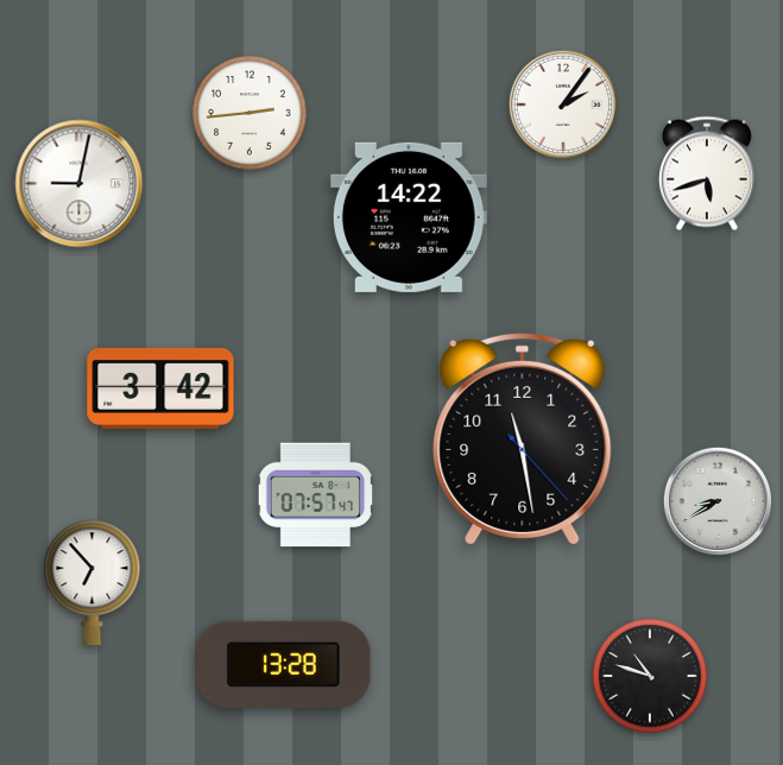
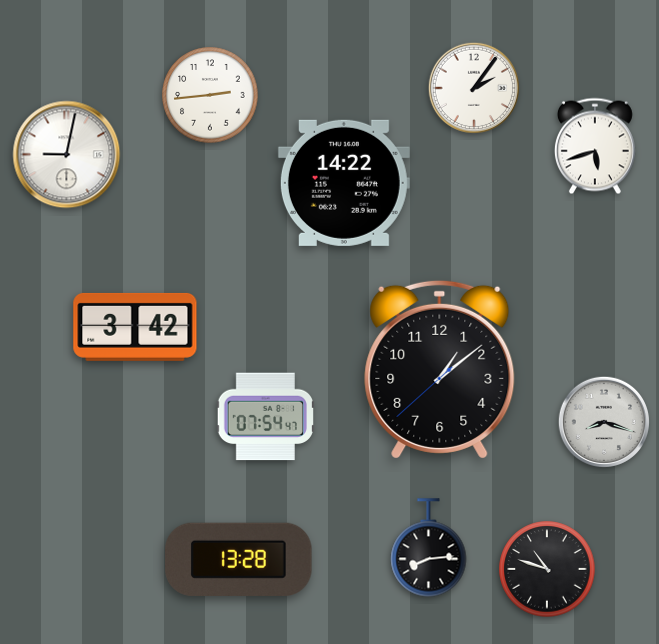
clock at (523, 438): 11:28 -> 1:08
clock at (315, 495): 07:57 -> 07:54
clock at (716, 500): 8:40 -> 8:18
clock at (93, 582): 6:53 -> none
clock at (429, 548): none -> 8:14
